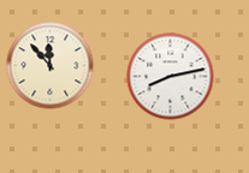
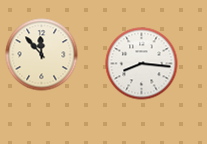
clock at (171, 77): 8:13 -> 8:16
